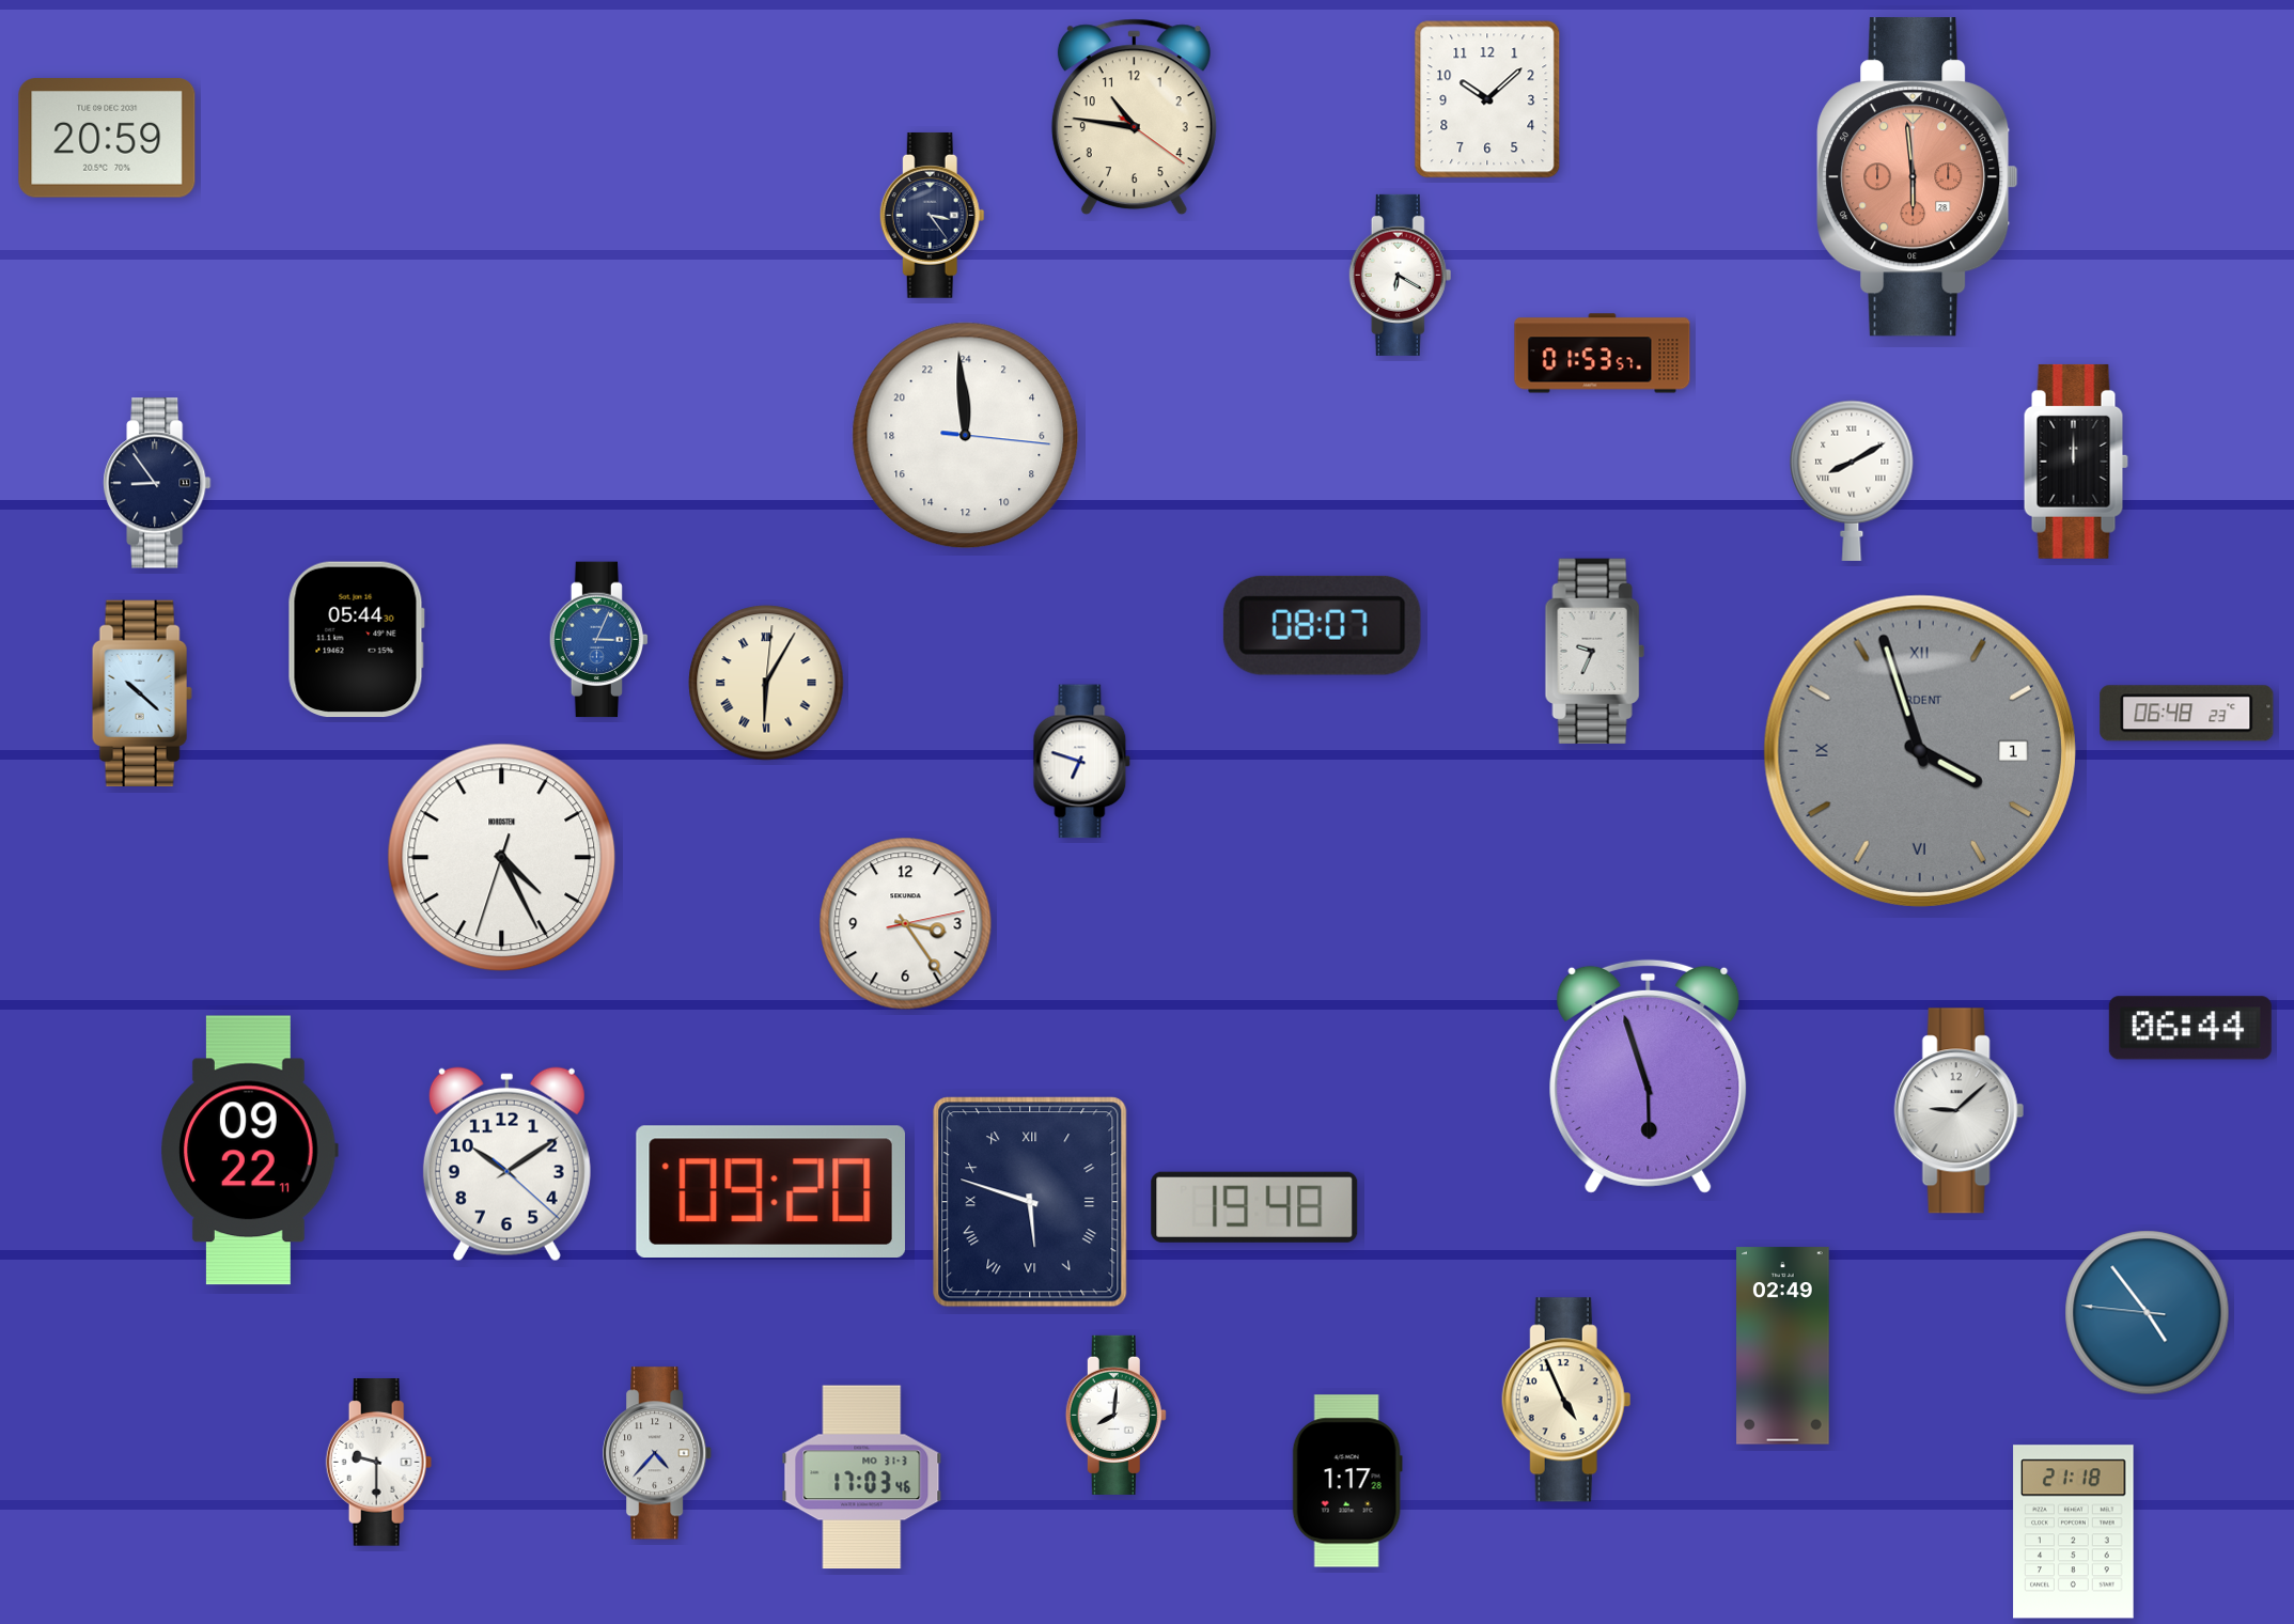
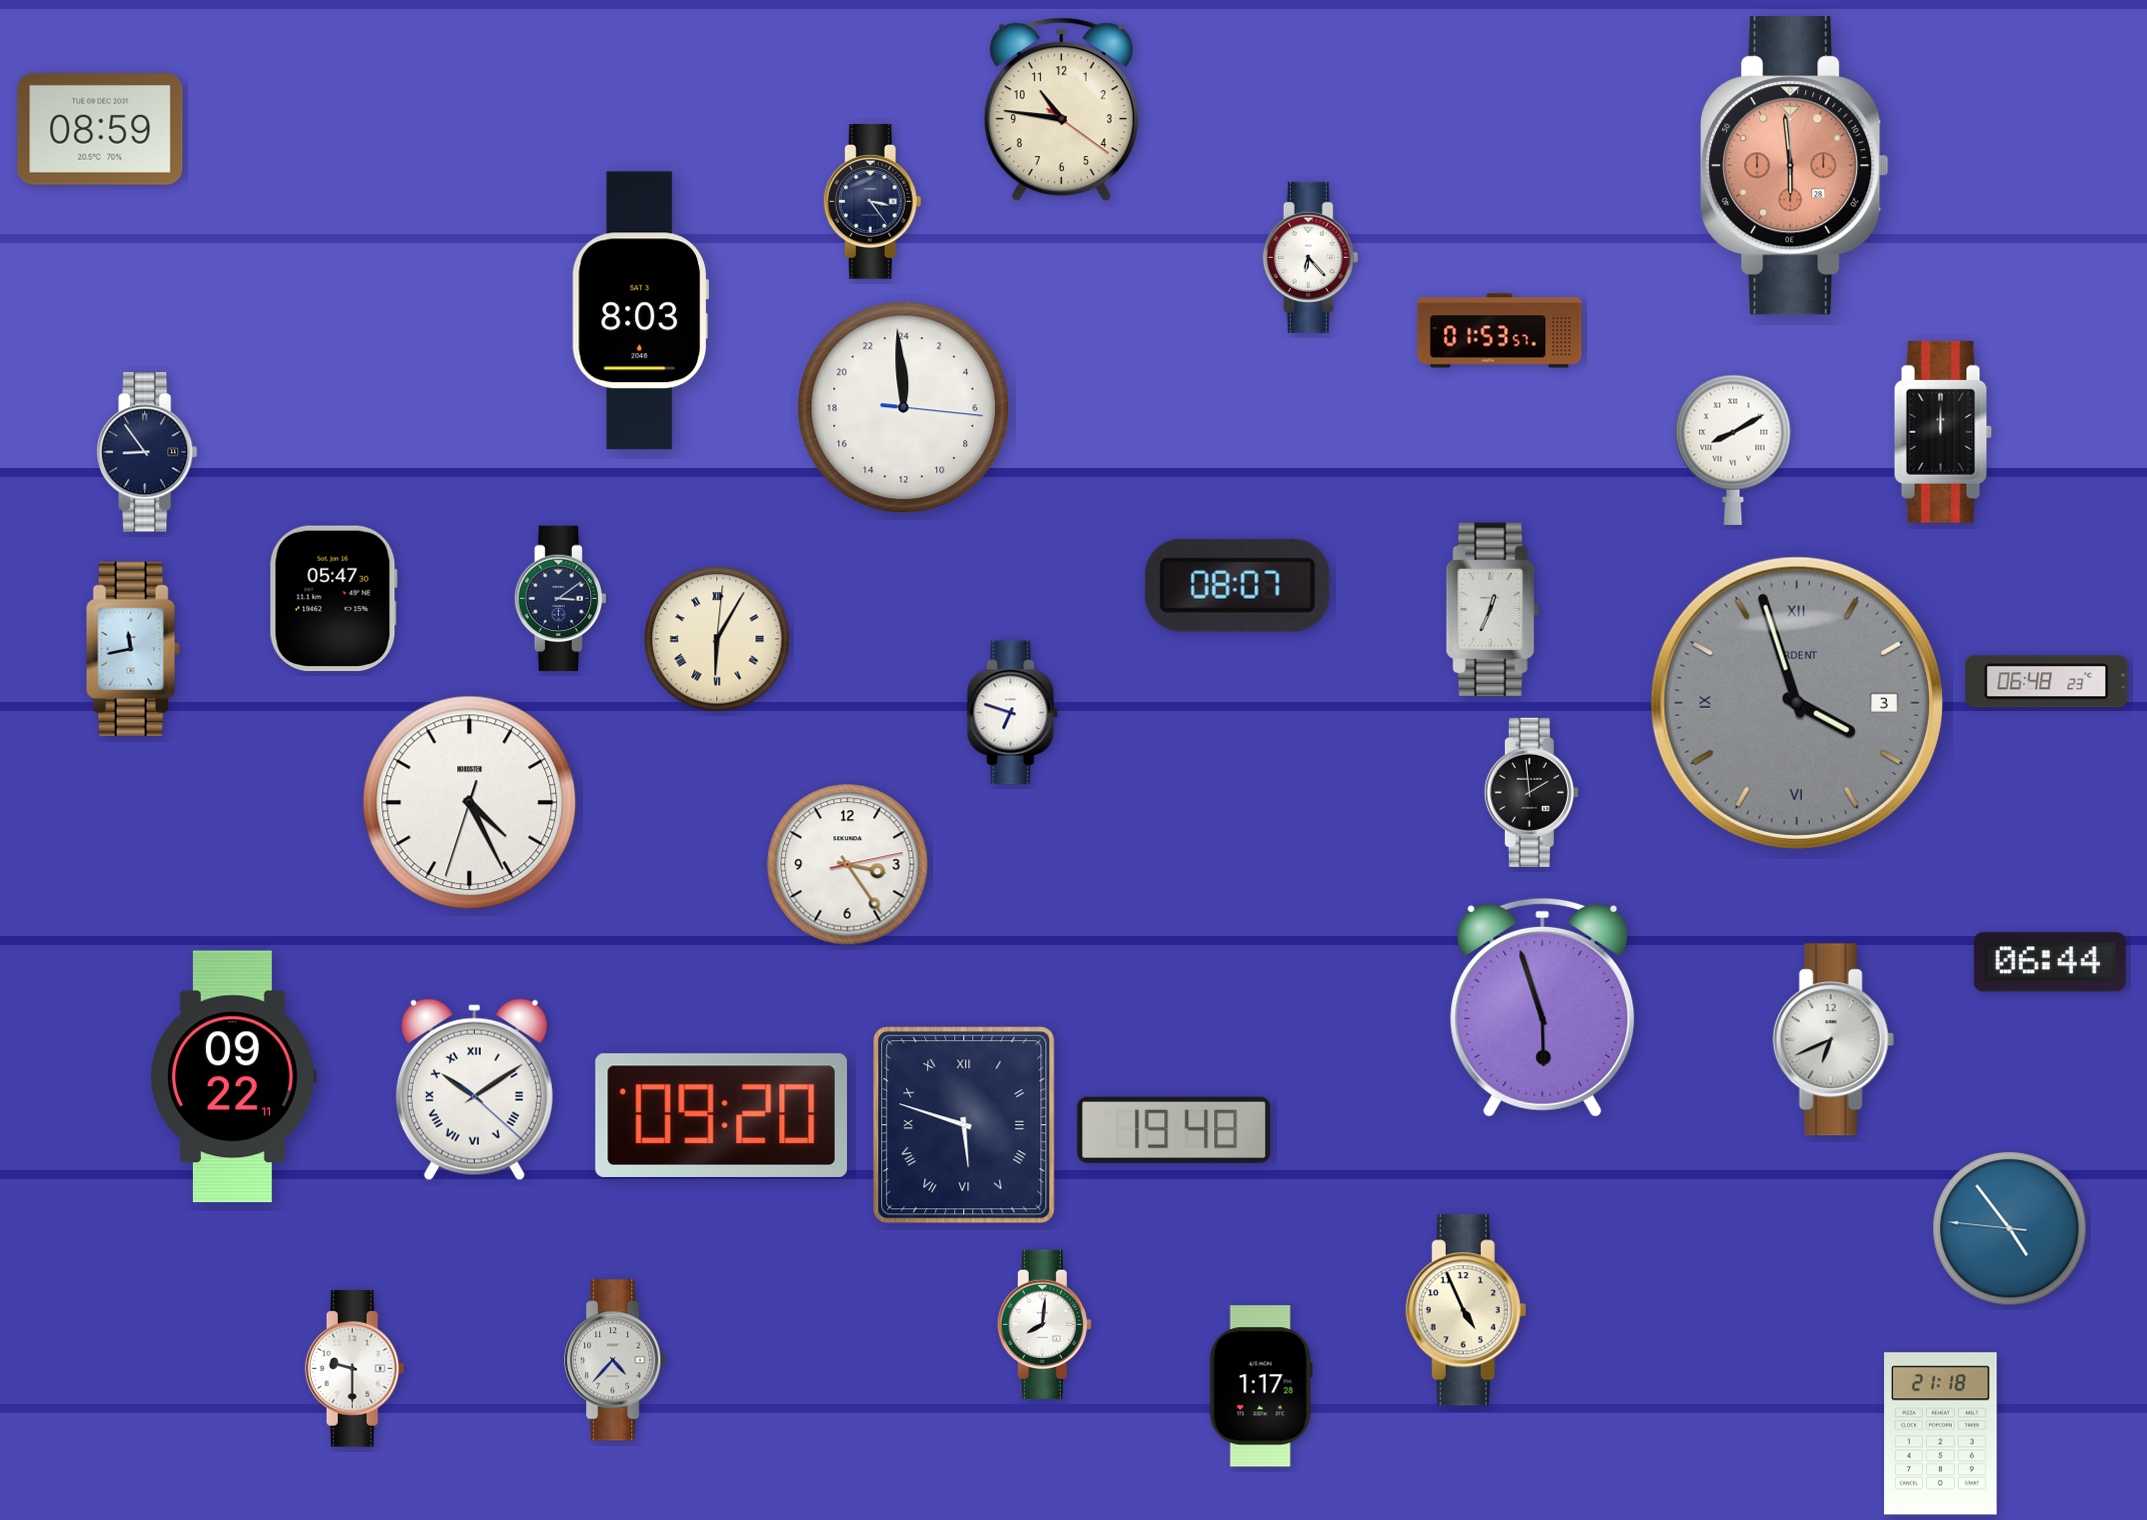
clock at (1487, 99): 10:08 -> none
clock at (107, 138): 20:59 -> 08:59
clock at (1401, 275): 6:20 -> 6:23
clock at (640, 311): none -> 8:03
clock at (356, 640): 05:44 -> 05:47
clock at (598, 640): 3:04 -> 3:09
clock at (598, 640) dial: blue -> navy
clock at (1594, 652): 9:34 -> 12:34
clock at (142, 692): 10:22 -> 11:43
clock at (2187, 714) position: (2187, 714) -> (2047, 682)
clock at (1920, 751) date: 1 -> 3
clock at (1531, 792): none -> 1:59
clock at (1959, 1111): 9:08 -> 6:41
clock at (506, 1165) numerals: Arabic -> Roman
clock at (1783, 1346): 02:49 -> none
clock at (862, 1478): 17:03 -> none
